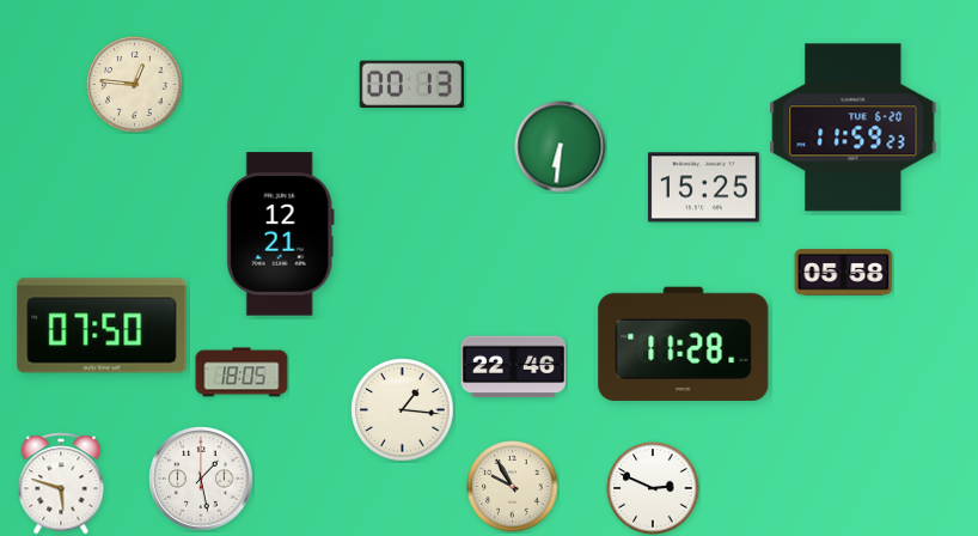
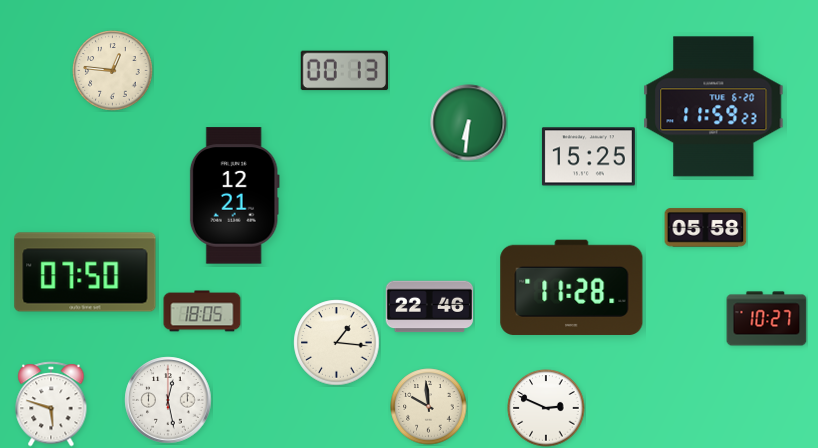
clock at (767, 319): none -> 10:27
clock at (201, 479): 1:28 -> 12:28
clock at (513, 487): 9:55 -> 9:59
